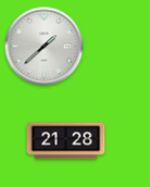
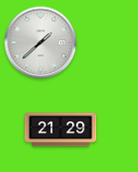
clock at (66, 141): 21:28 -> 21:29
